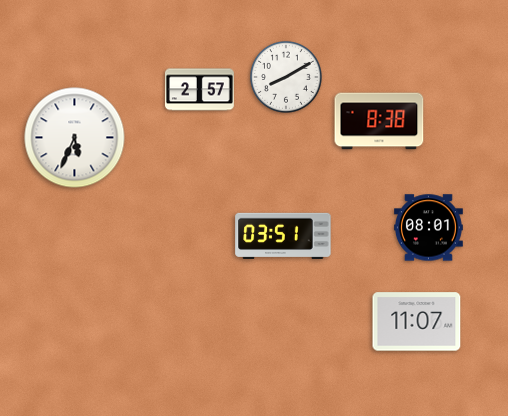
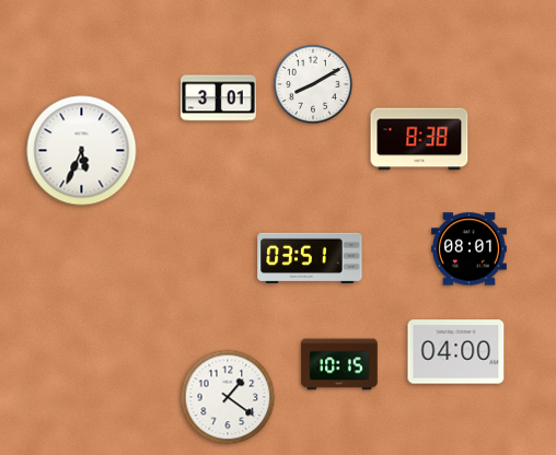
clock at (199, 90): 2:57 -> 3:01
clock at (379, 121) position: (379, 121) -> (419, 139)
clock at (417, 322): 11:07 -> 04:00
clock at (339, 364): none -> 10:15
clock at (228, 397): none -> 1:21
